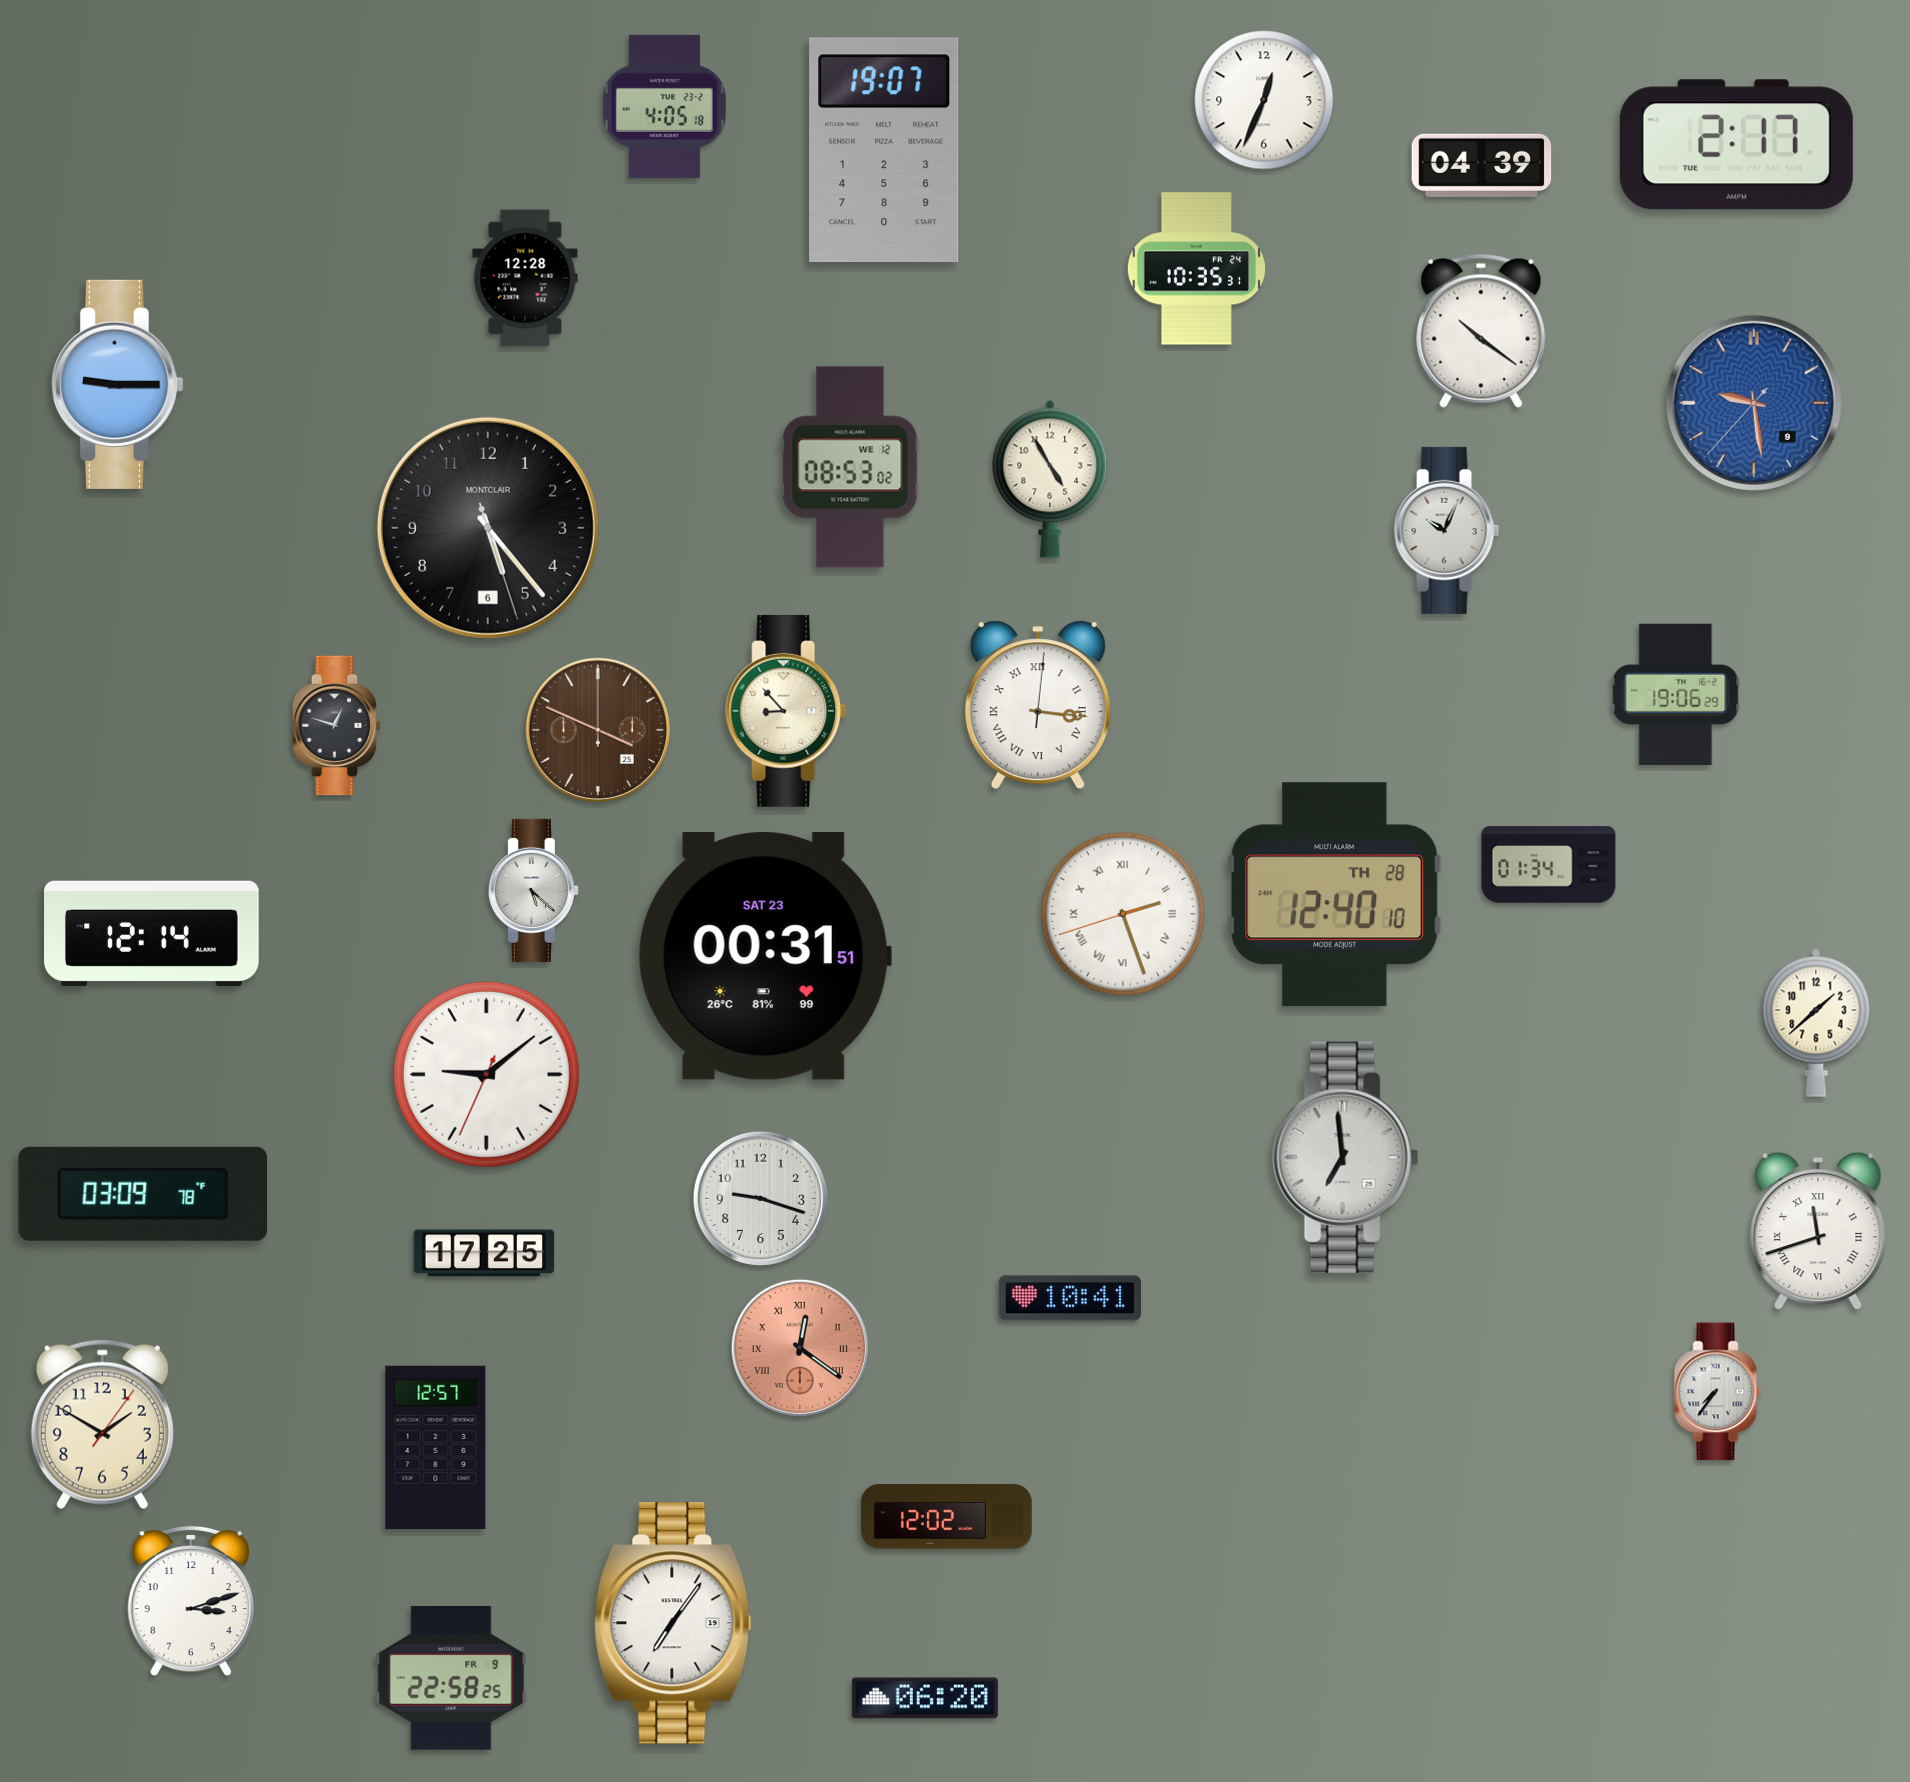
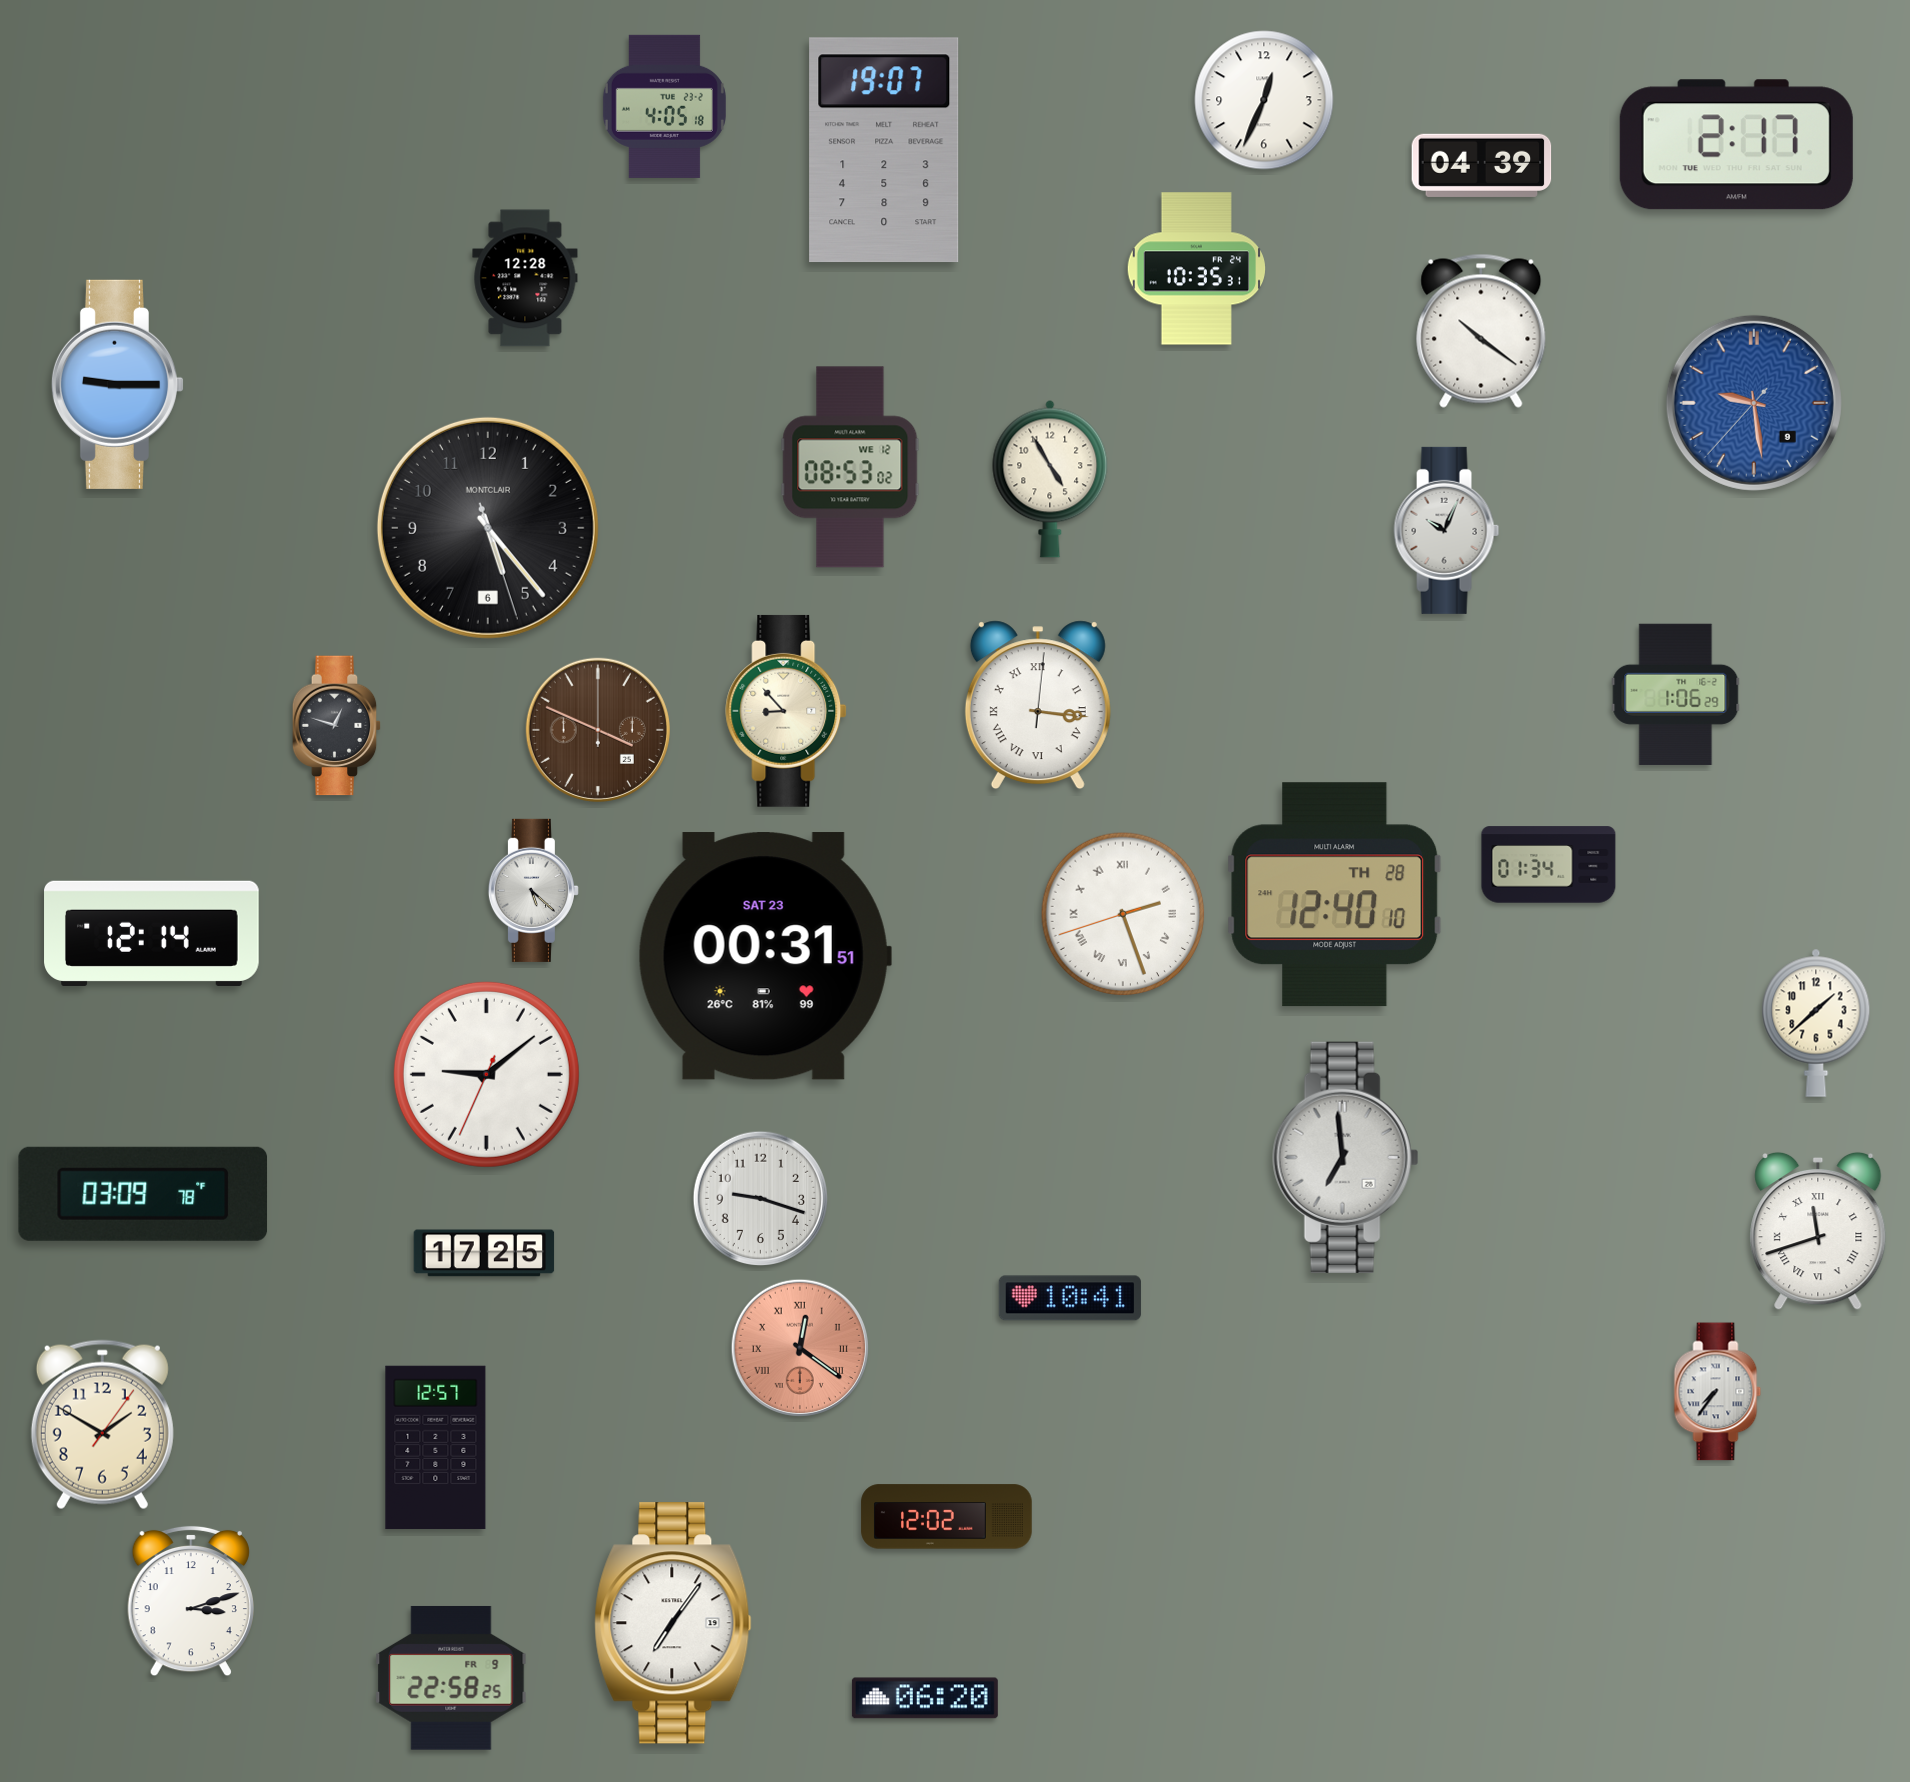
clock at (1676, 694): 19:06 -> 1:06
